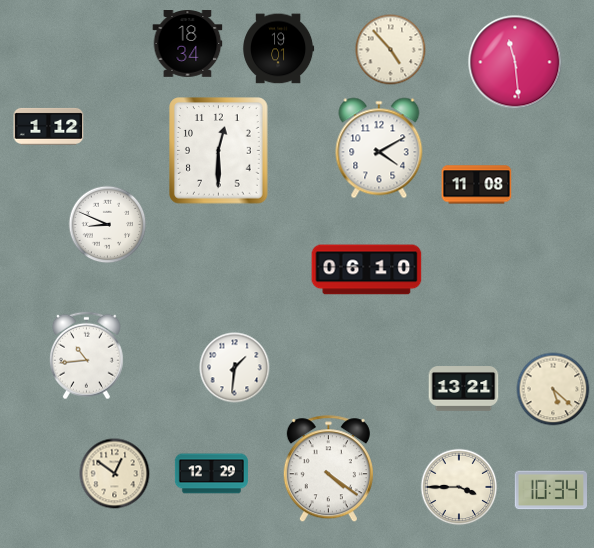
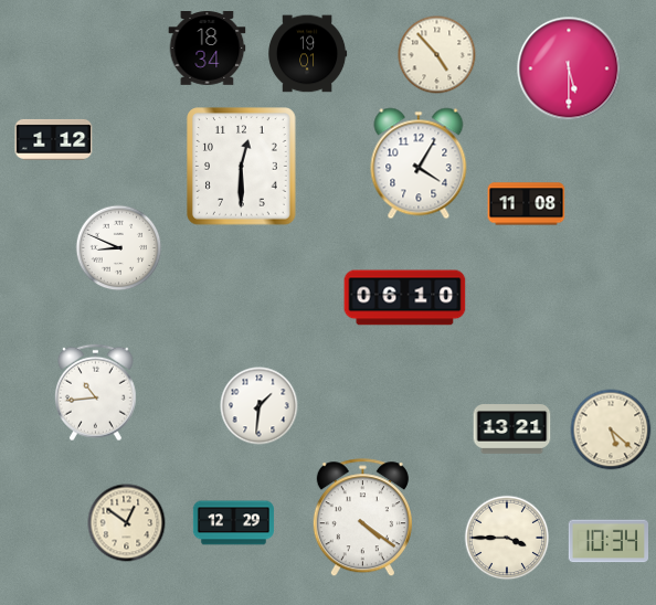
clock at (391, 50) position: (391, 50) -> (437, 55)
clock at (515, 62): 11:29 -> 5:30
clock at (379, 148): 4:10 -> 4:05
